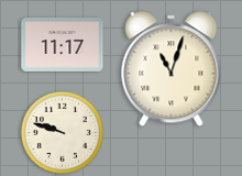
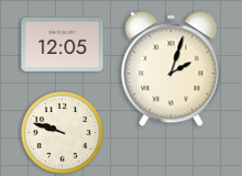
clock at (63, 44): 11:17 -> 12:05
clock at (172, 69): 11:03 -> 2:03
